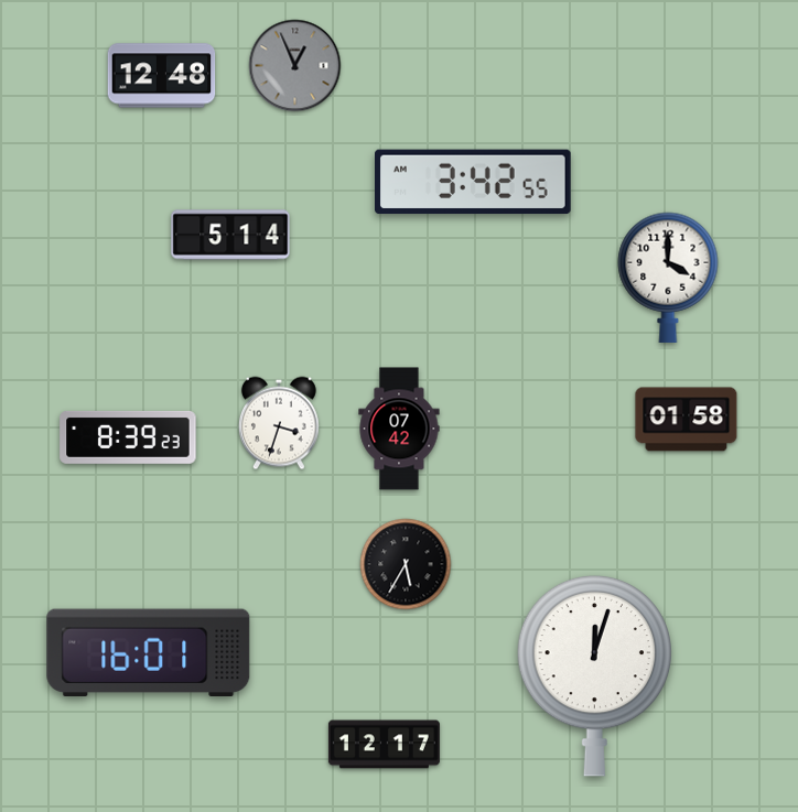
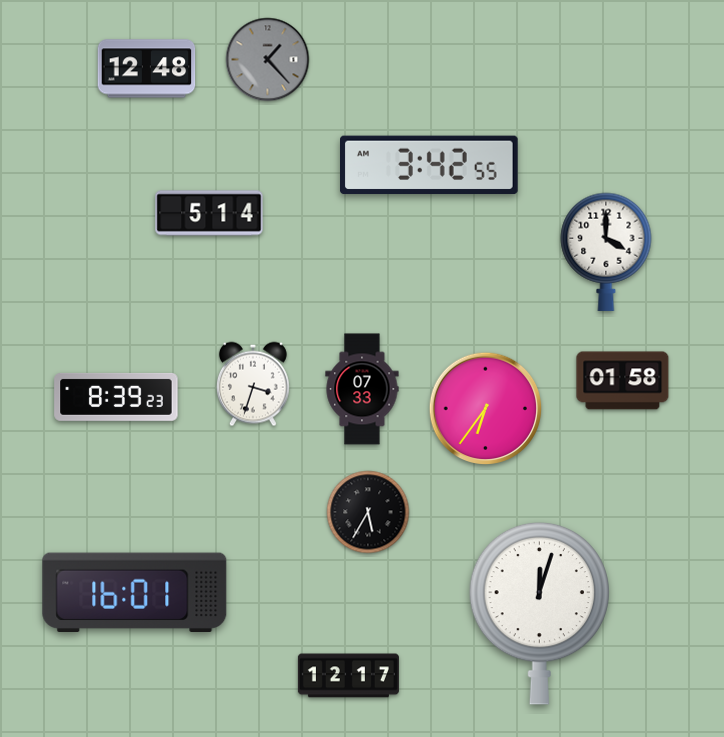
clock at (295, 66): 12:56 -> 1:23
clock at (399, 429): 07:42 -> 07:33
clock at (486, 409): none -> 6:36
